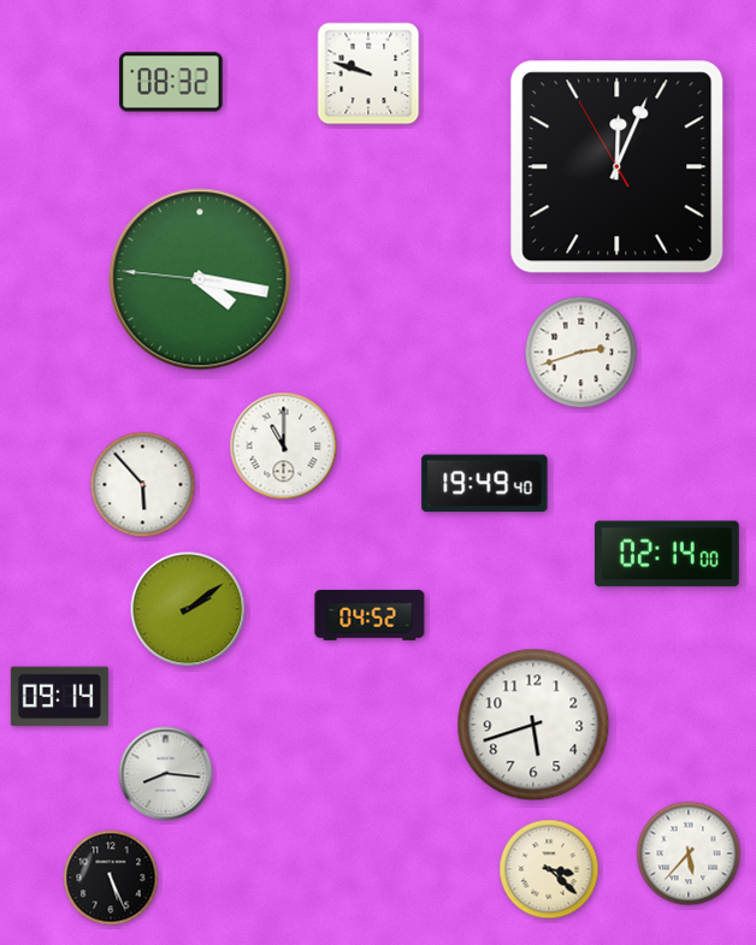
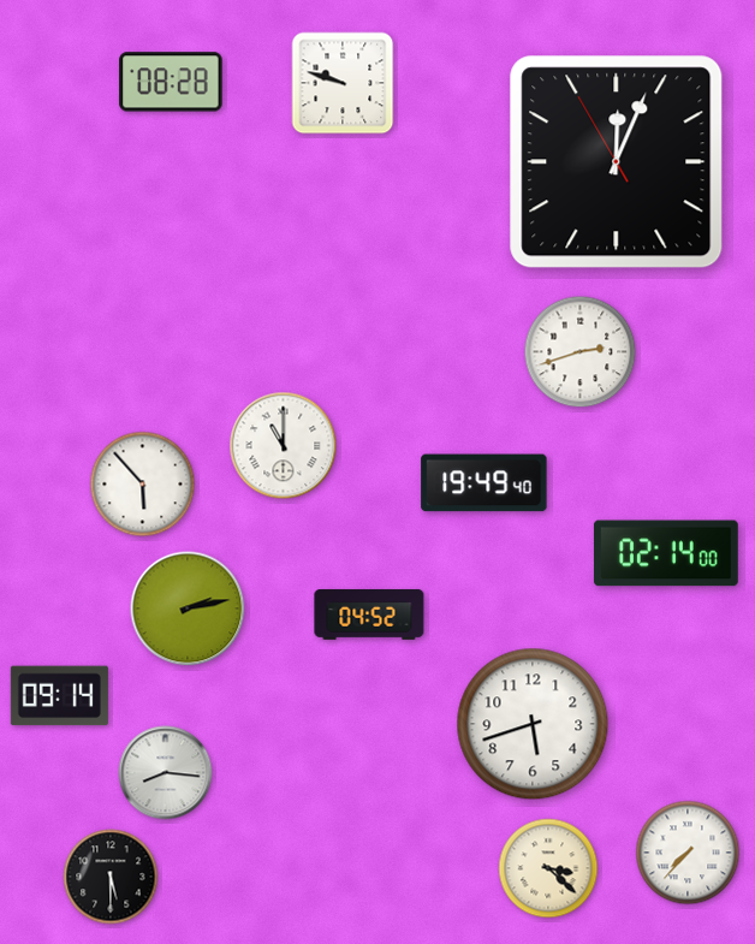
clock at (368, 73) position: (368, 73) -> (343, 83)
clock at (171, 82): 08:32 -> 08:28
clock at (618, 167) position: (618, 167) -> (617, 162)
clock at (200, 279): 4:16 -> none
clock at (188, 609): 2:09 -> 2:13
clock at (689, 854): 5:37 -> 7:37
clock at (111, 878): 5:26 -> 5:30
